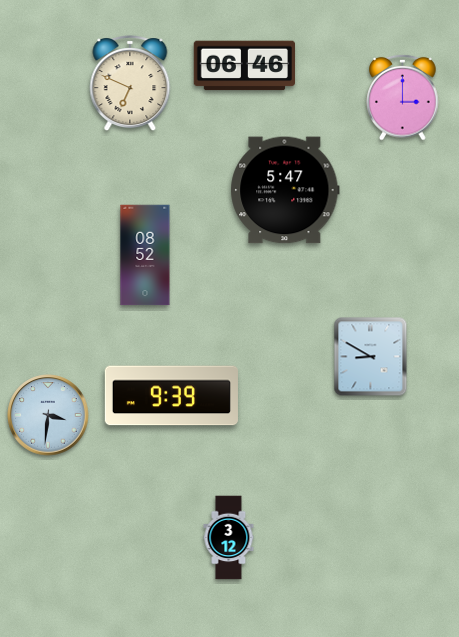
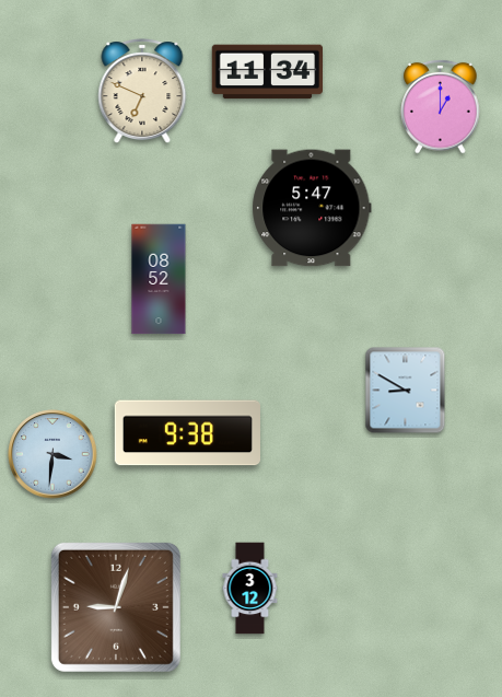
clock at (244, 66): 06:46 -> 11:34
clock at (403, 97): 3:00 -> 1:00
clock at (171, 396): 9:39 -> 9:38
clock at (116, 607): none -> 9:03
